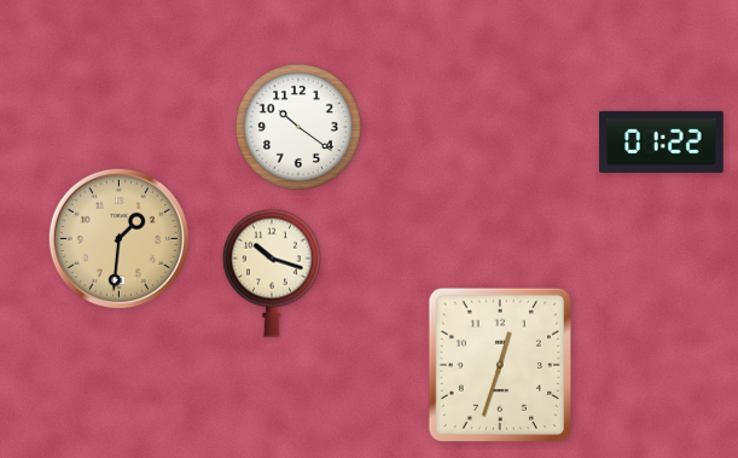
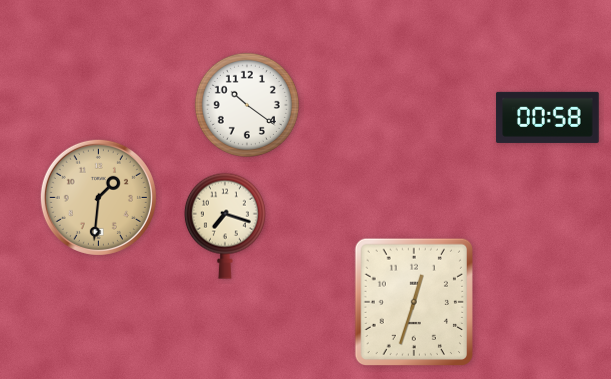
clock at (662, 141): 01:22 -> 00:58
clock at (272, 273): 10:18 -> 7:18
